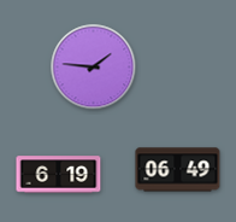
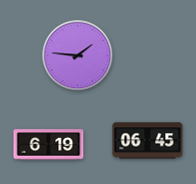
clock at (178, 170): 06:49 -> 06:45
